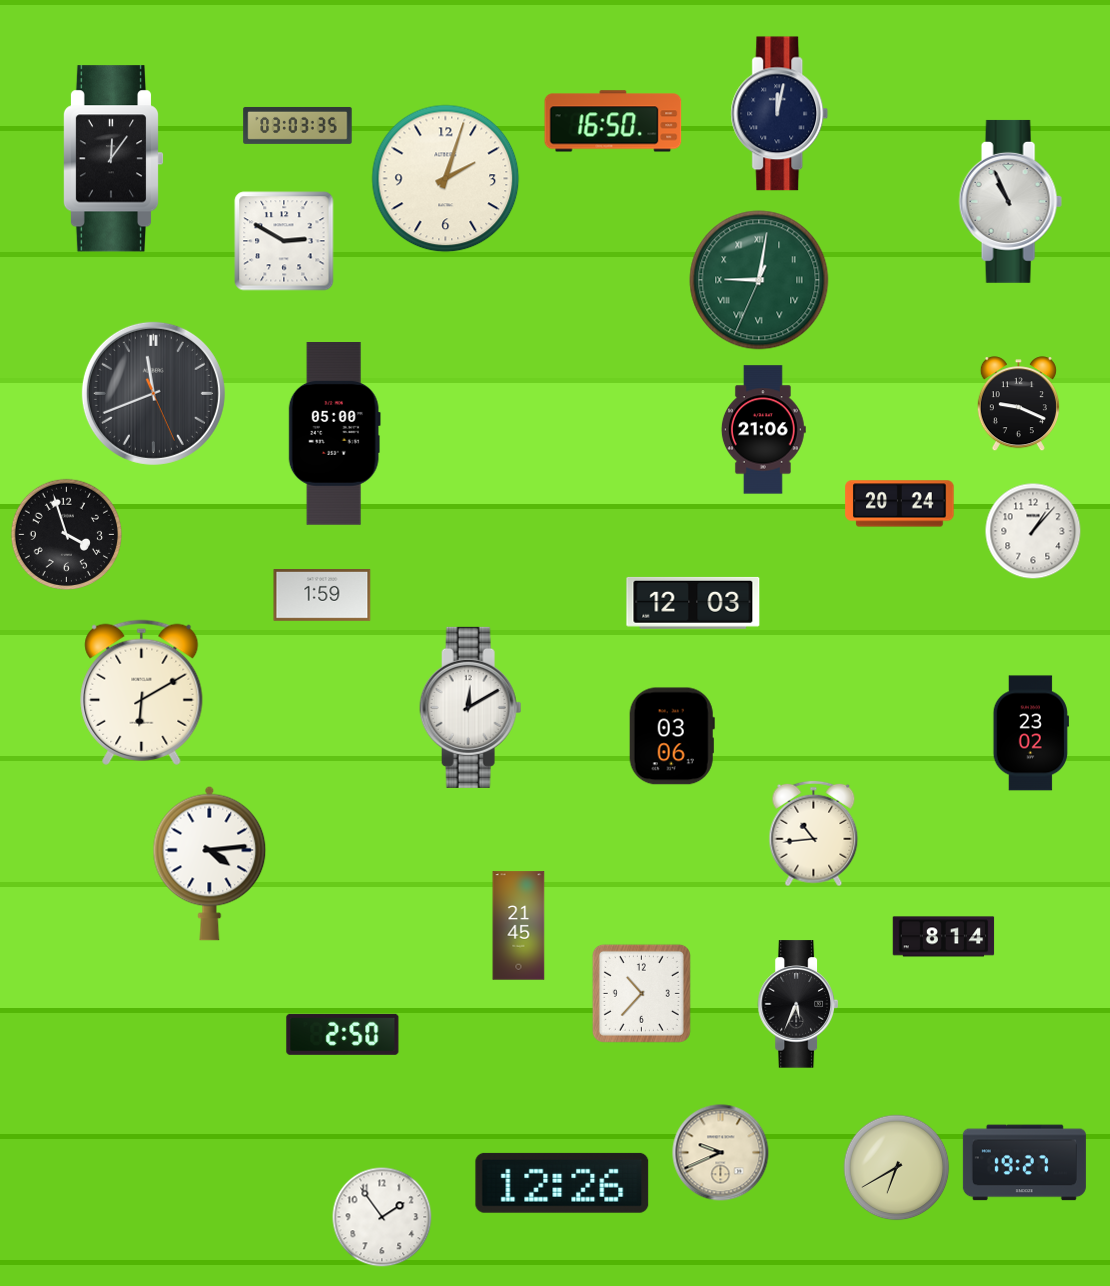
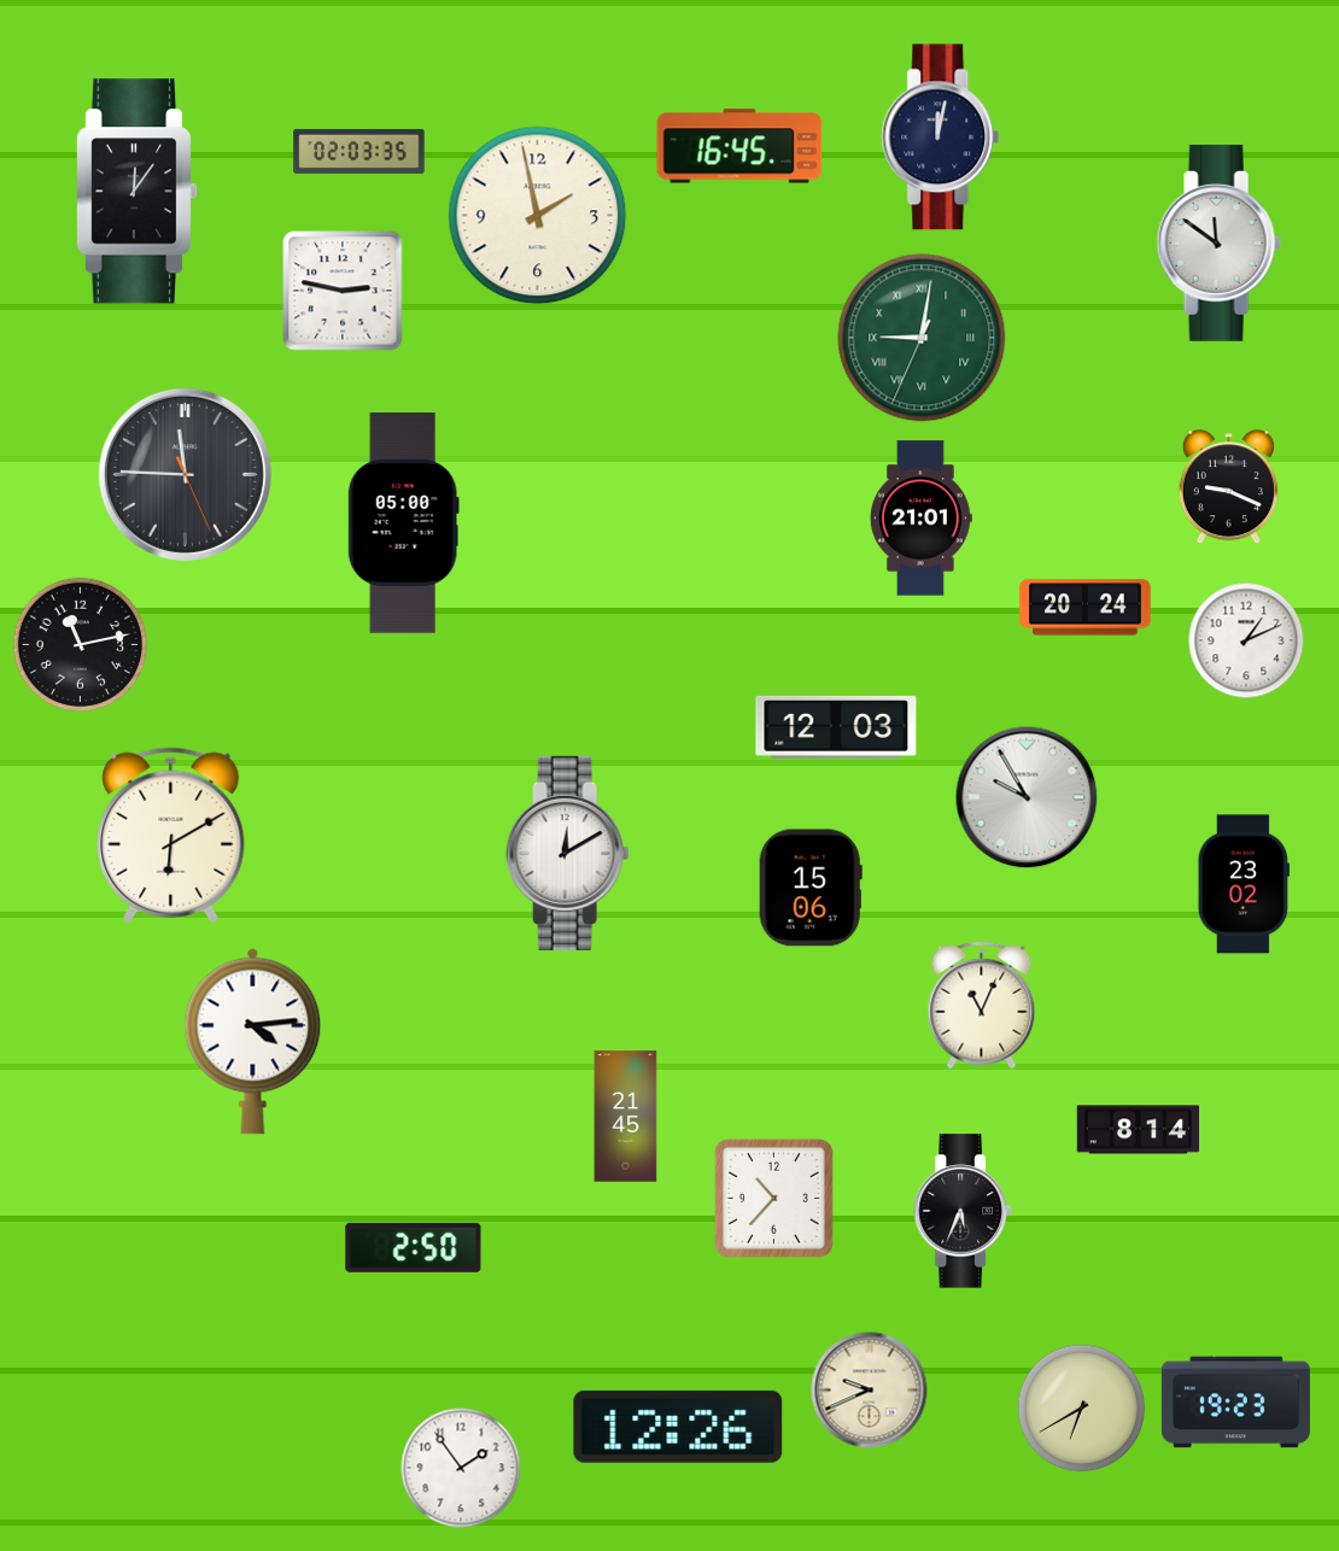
clock at (613, 121): 16:50 -> 16:45
clock at (298, 125): 03:03 -> 02:03
clock at (446, 179): 2:03 -> 1:58
clock at (1010, 201): 10:56 -> 11:51
clock at (284, 241): 2:50 -> 2:47
clock at (759, 280) position: (759, 280) -> (922, 338)
clock at (153, 393): 11:41 -> 11:45
clock at (763, 430): 21:06 -> 21:01
clock at (1033, 531): 1:07 -> 1:11
clock at (66, 534): 3:57 -> 11:13
clock at (322, 596): 1:59 -> none
clock at (1027, 797): none -> 9:55
clock at (672, 736): 03:06 -> 15:06
clock at (814, 834): 10:44 -> 11:04
clock at (1024, 1163): 19:27 -> 19:23
